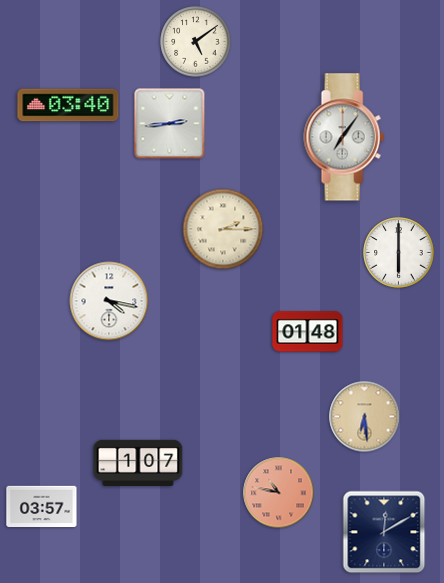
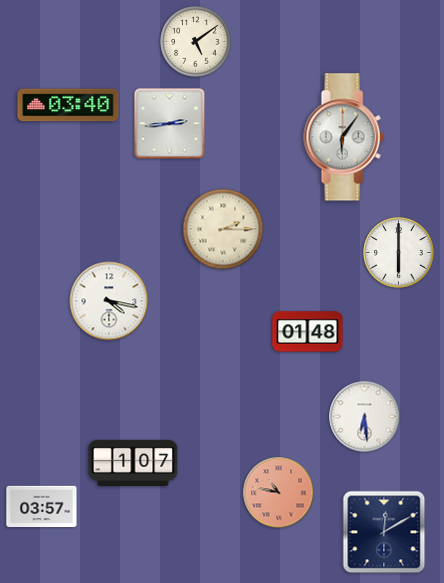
clock at (344, 137): 7:06 -> 6:06
clock at (365, 417) dial: champagne -> white
clock at (138, 462) position: (138, 462) -> (133, 462)
